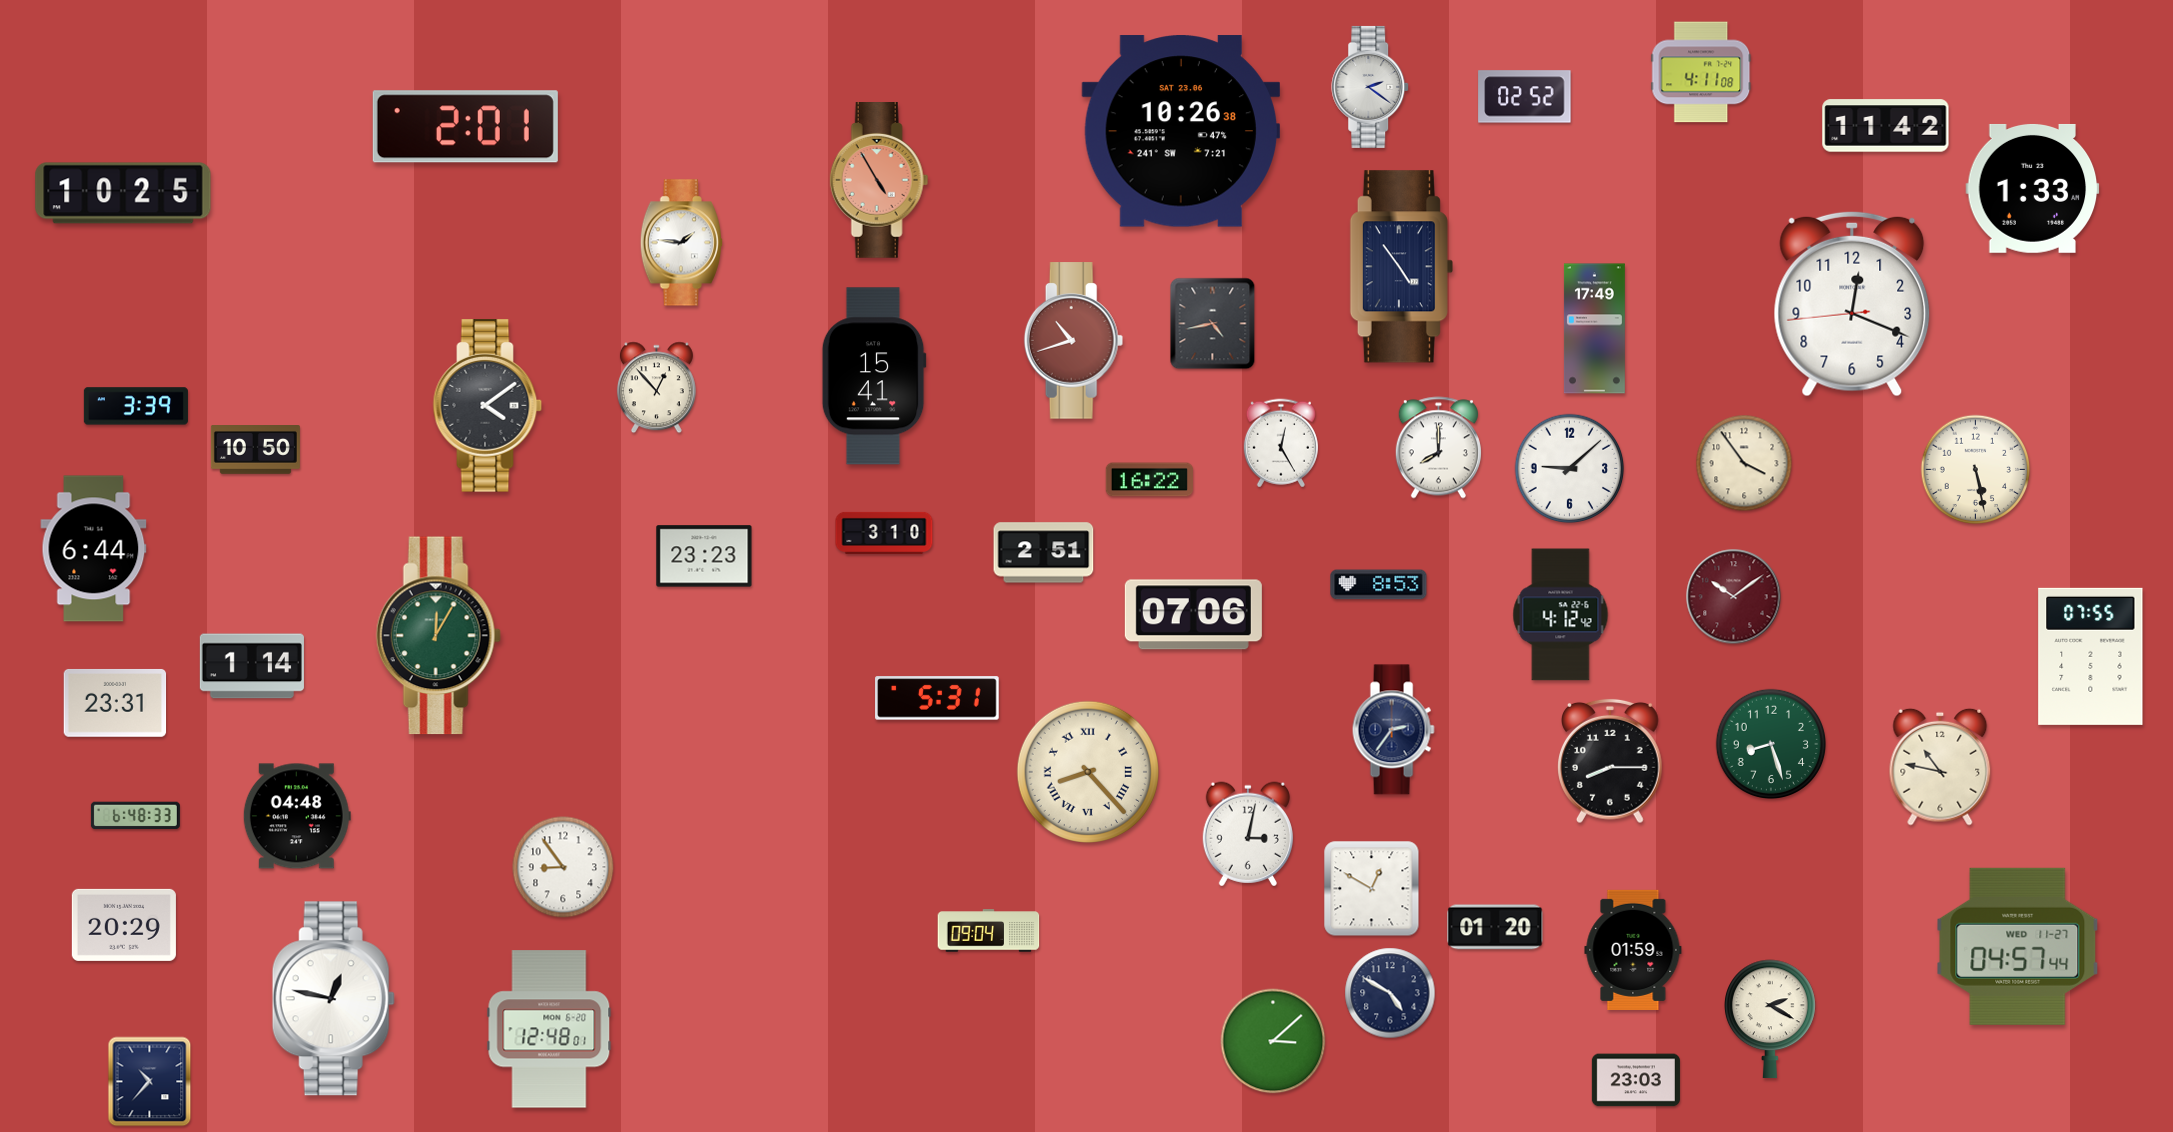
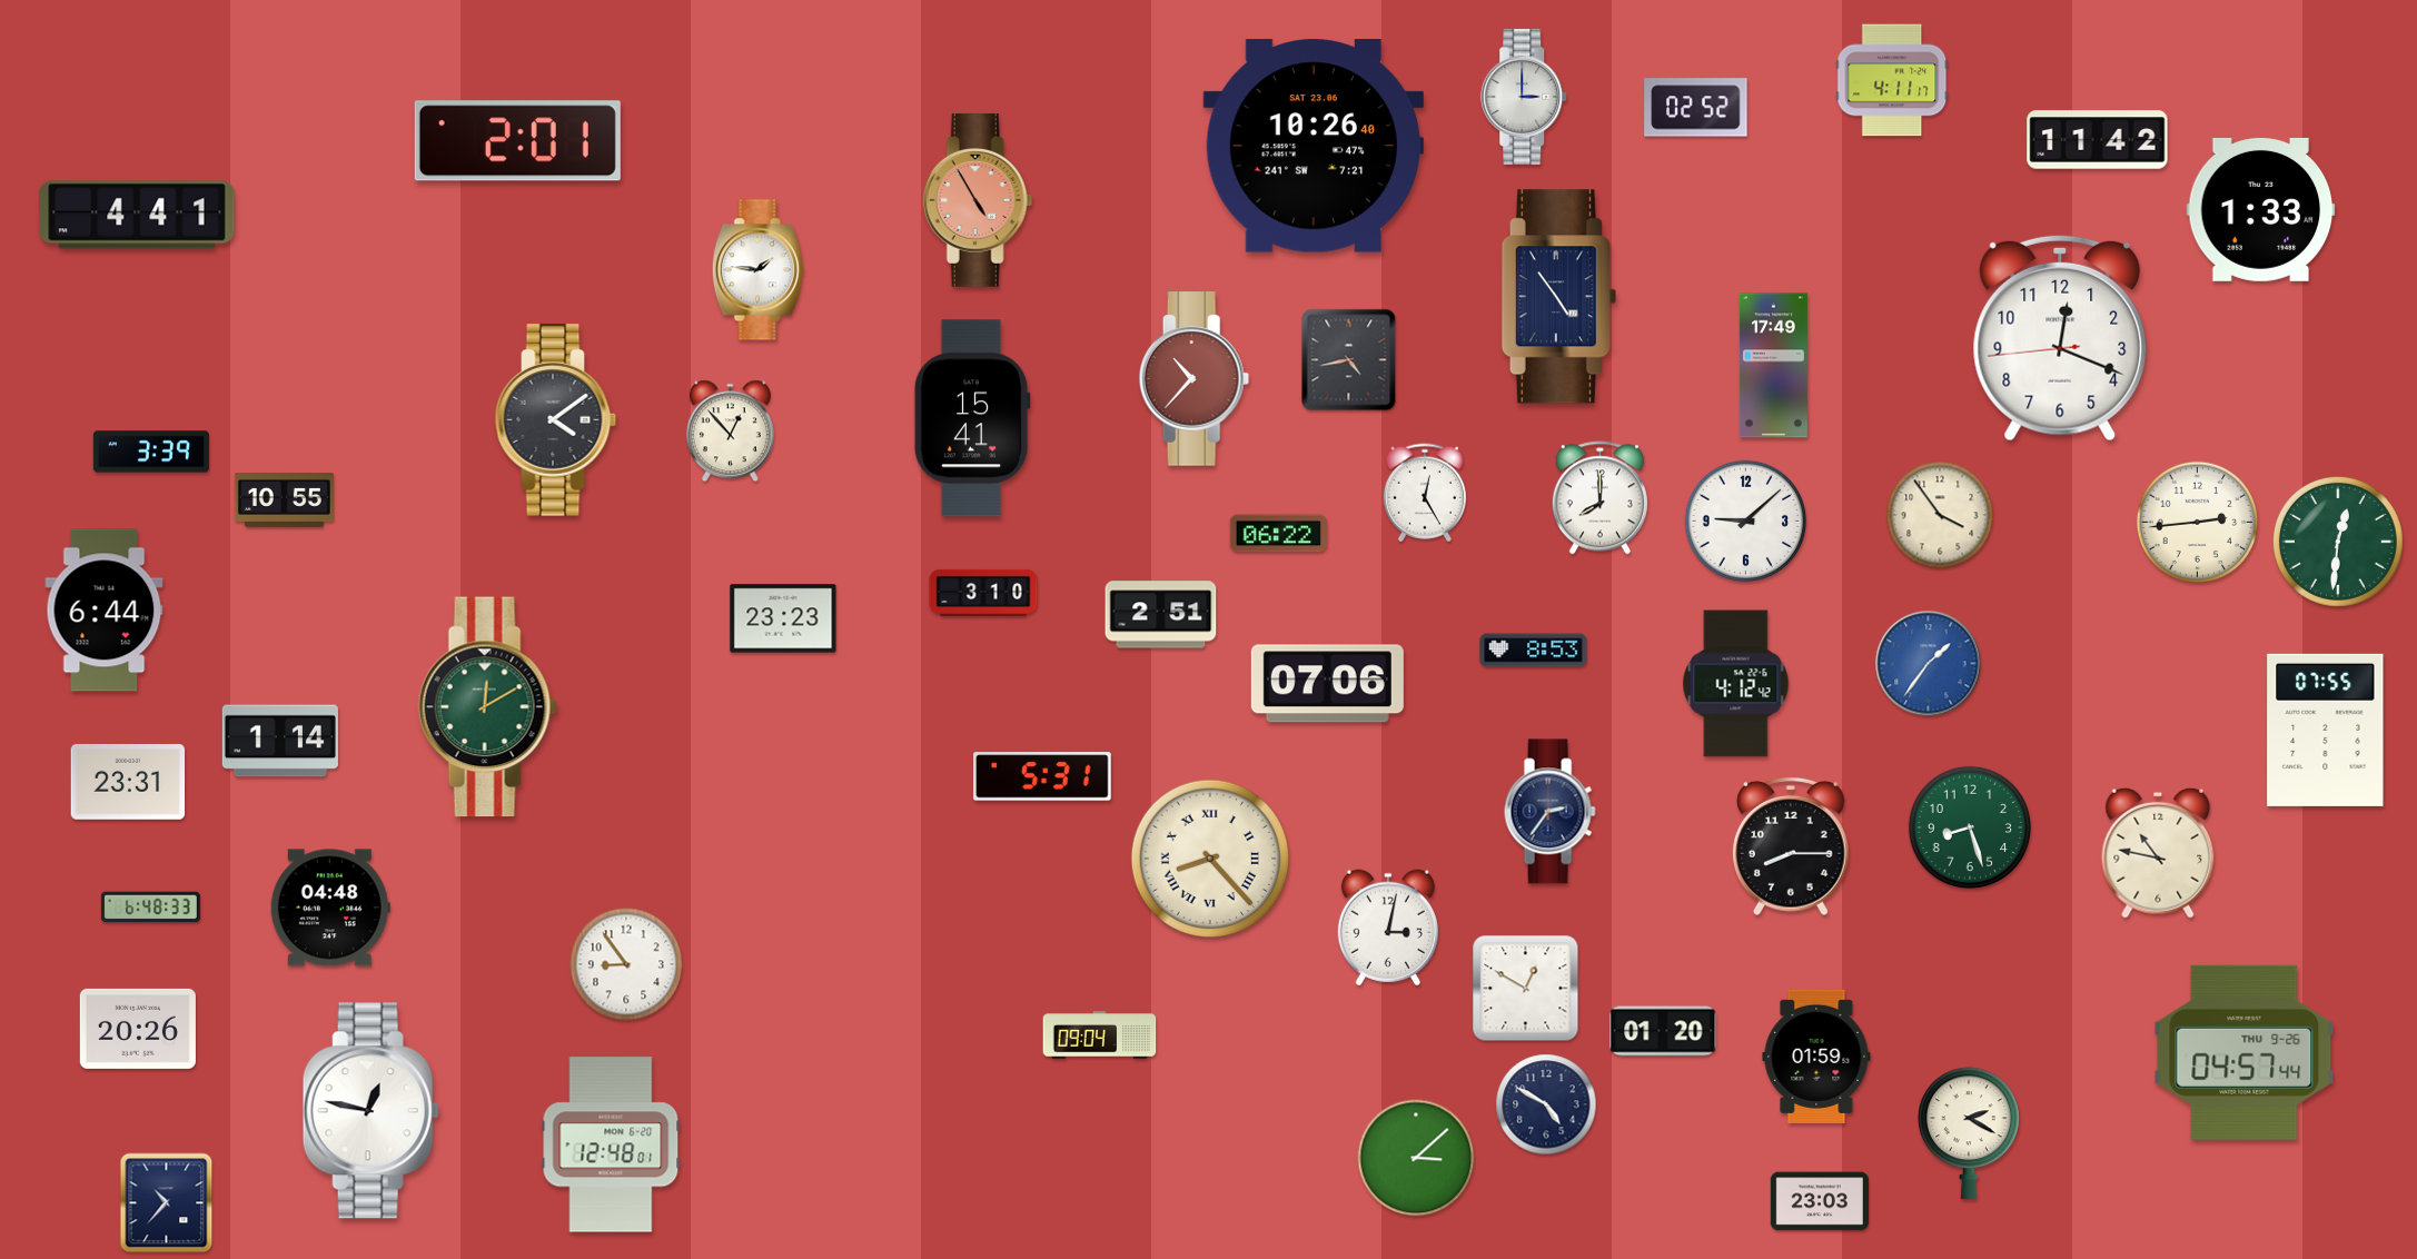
clock at (1701, 72): 4:11:08 -> 4:11:17
clock at (1371, 87): 2:21 -> 3:00
clock at (1180, 131): 10:26:38 -> 10:26:40
clock at (123, 193): 10:25 -> 4:41
clock at (1074, 341): 10:42 -> 10:37
clock at (488, 406) position: (488, 406) -> (556, 420)
clock at (255, 450): 10:50 -> 10:55
clock at (1976, 470): 5:28 -> 2:44
clock at (1149, 480): 16:22 -> 06:22
clock at (2338, 542): none -> 12:31
clock at (1734, 597): 10:09 -> 1:36
clock at (1734, 597) dial: burgundy -> blue
clock at (438, 636): 12:05 -> 12:10
clock at (124, 925): 20:29 -> 20:26
clock at (2018, 946) date: WED 11-27 -> THU 9-26
